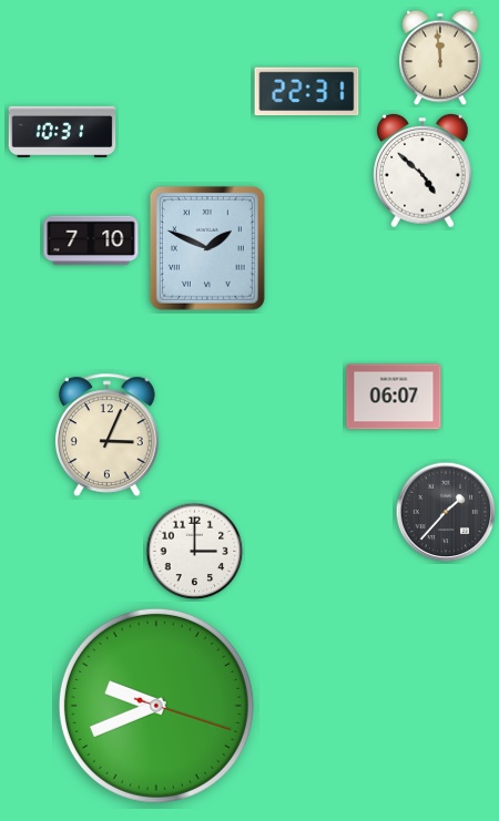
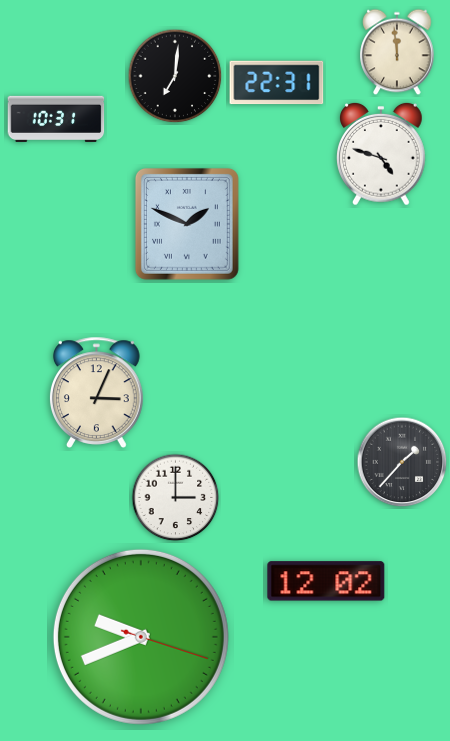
clock at (175, 76): none -> 7:01
clock at (424, 171): 4:52 -> 4:48
clock at (91, 240): 7:10 -> none
clock at (394, 397): 06:07 -> none
clock at (326, 581): none -> 12:02
